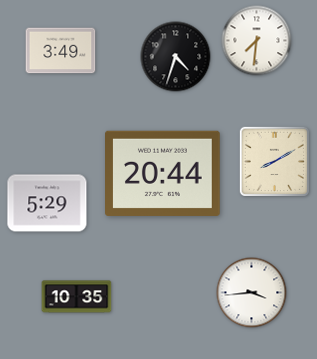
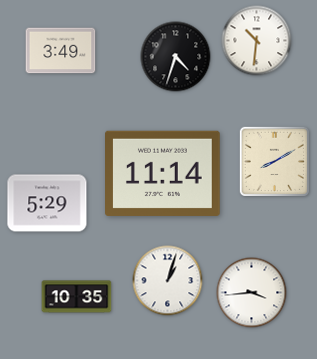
clock at (257, 41): 7:31 -> 10:31
clock at (163, 173): 20:44 -> 11:14
clock at (168, 281): none -> 1:03
